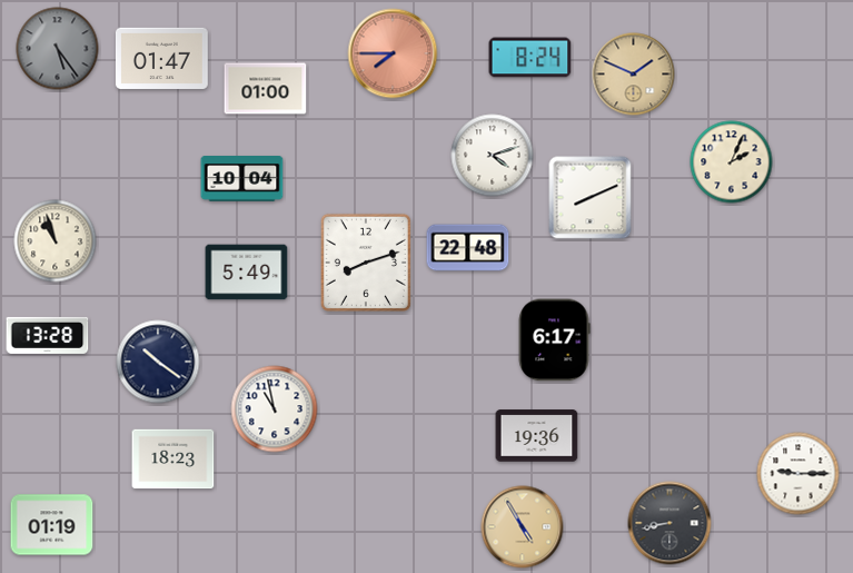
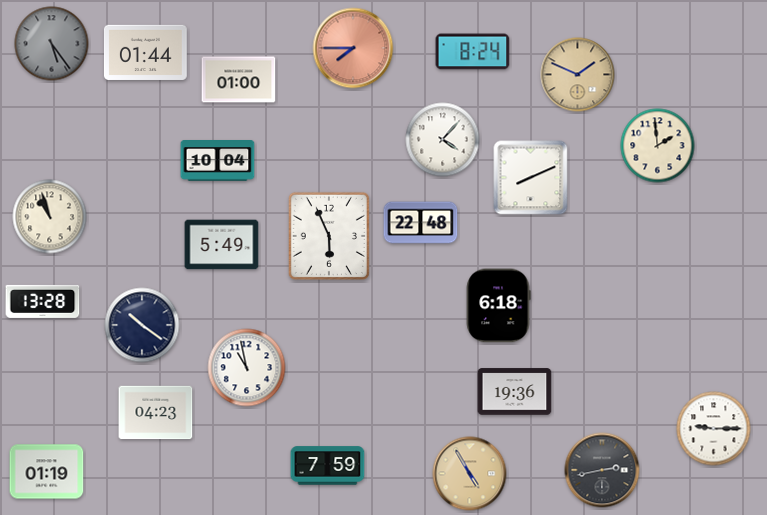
clock at (162, 58): 01:47 -> 01:44
clock at (530, 58) position: (530, 58) -> (473, 52)
clock at (634, 75) position: (634, 75) -> (578, 75)
clock at (493, 156): 4:12 -> 4:07
clock at (732, 162): 2:04 -> 1:59
clock at (366, 263): 8:12 -> 5:56
clock at (554, 340): 6:17 -> 6:18
clock at (537, 436) position: (537, 436) -> (515, 392)
clock at (173, 460): 18:23 -> 04:23
clock at (799, 474) position: (799, 474) -> (714, 429)
clock at (328, 466): none -> 7:59
clock at (669, 523): 8:43 -> 2:43
